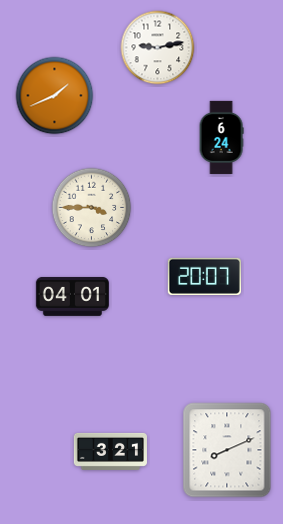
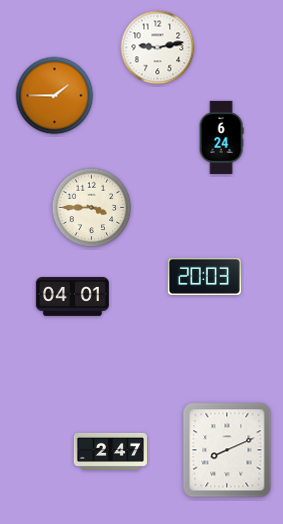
clock at (55, 96): 1:41 -> 1:45
clock at (204, 276): 20:07 -> 20:03
clock at (110, 451): 3:21 -> 2:47
